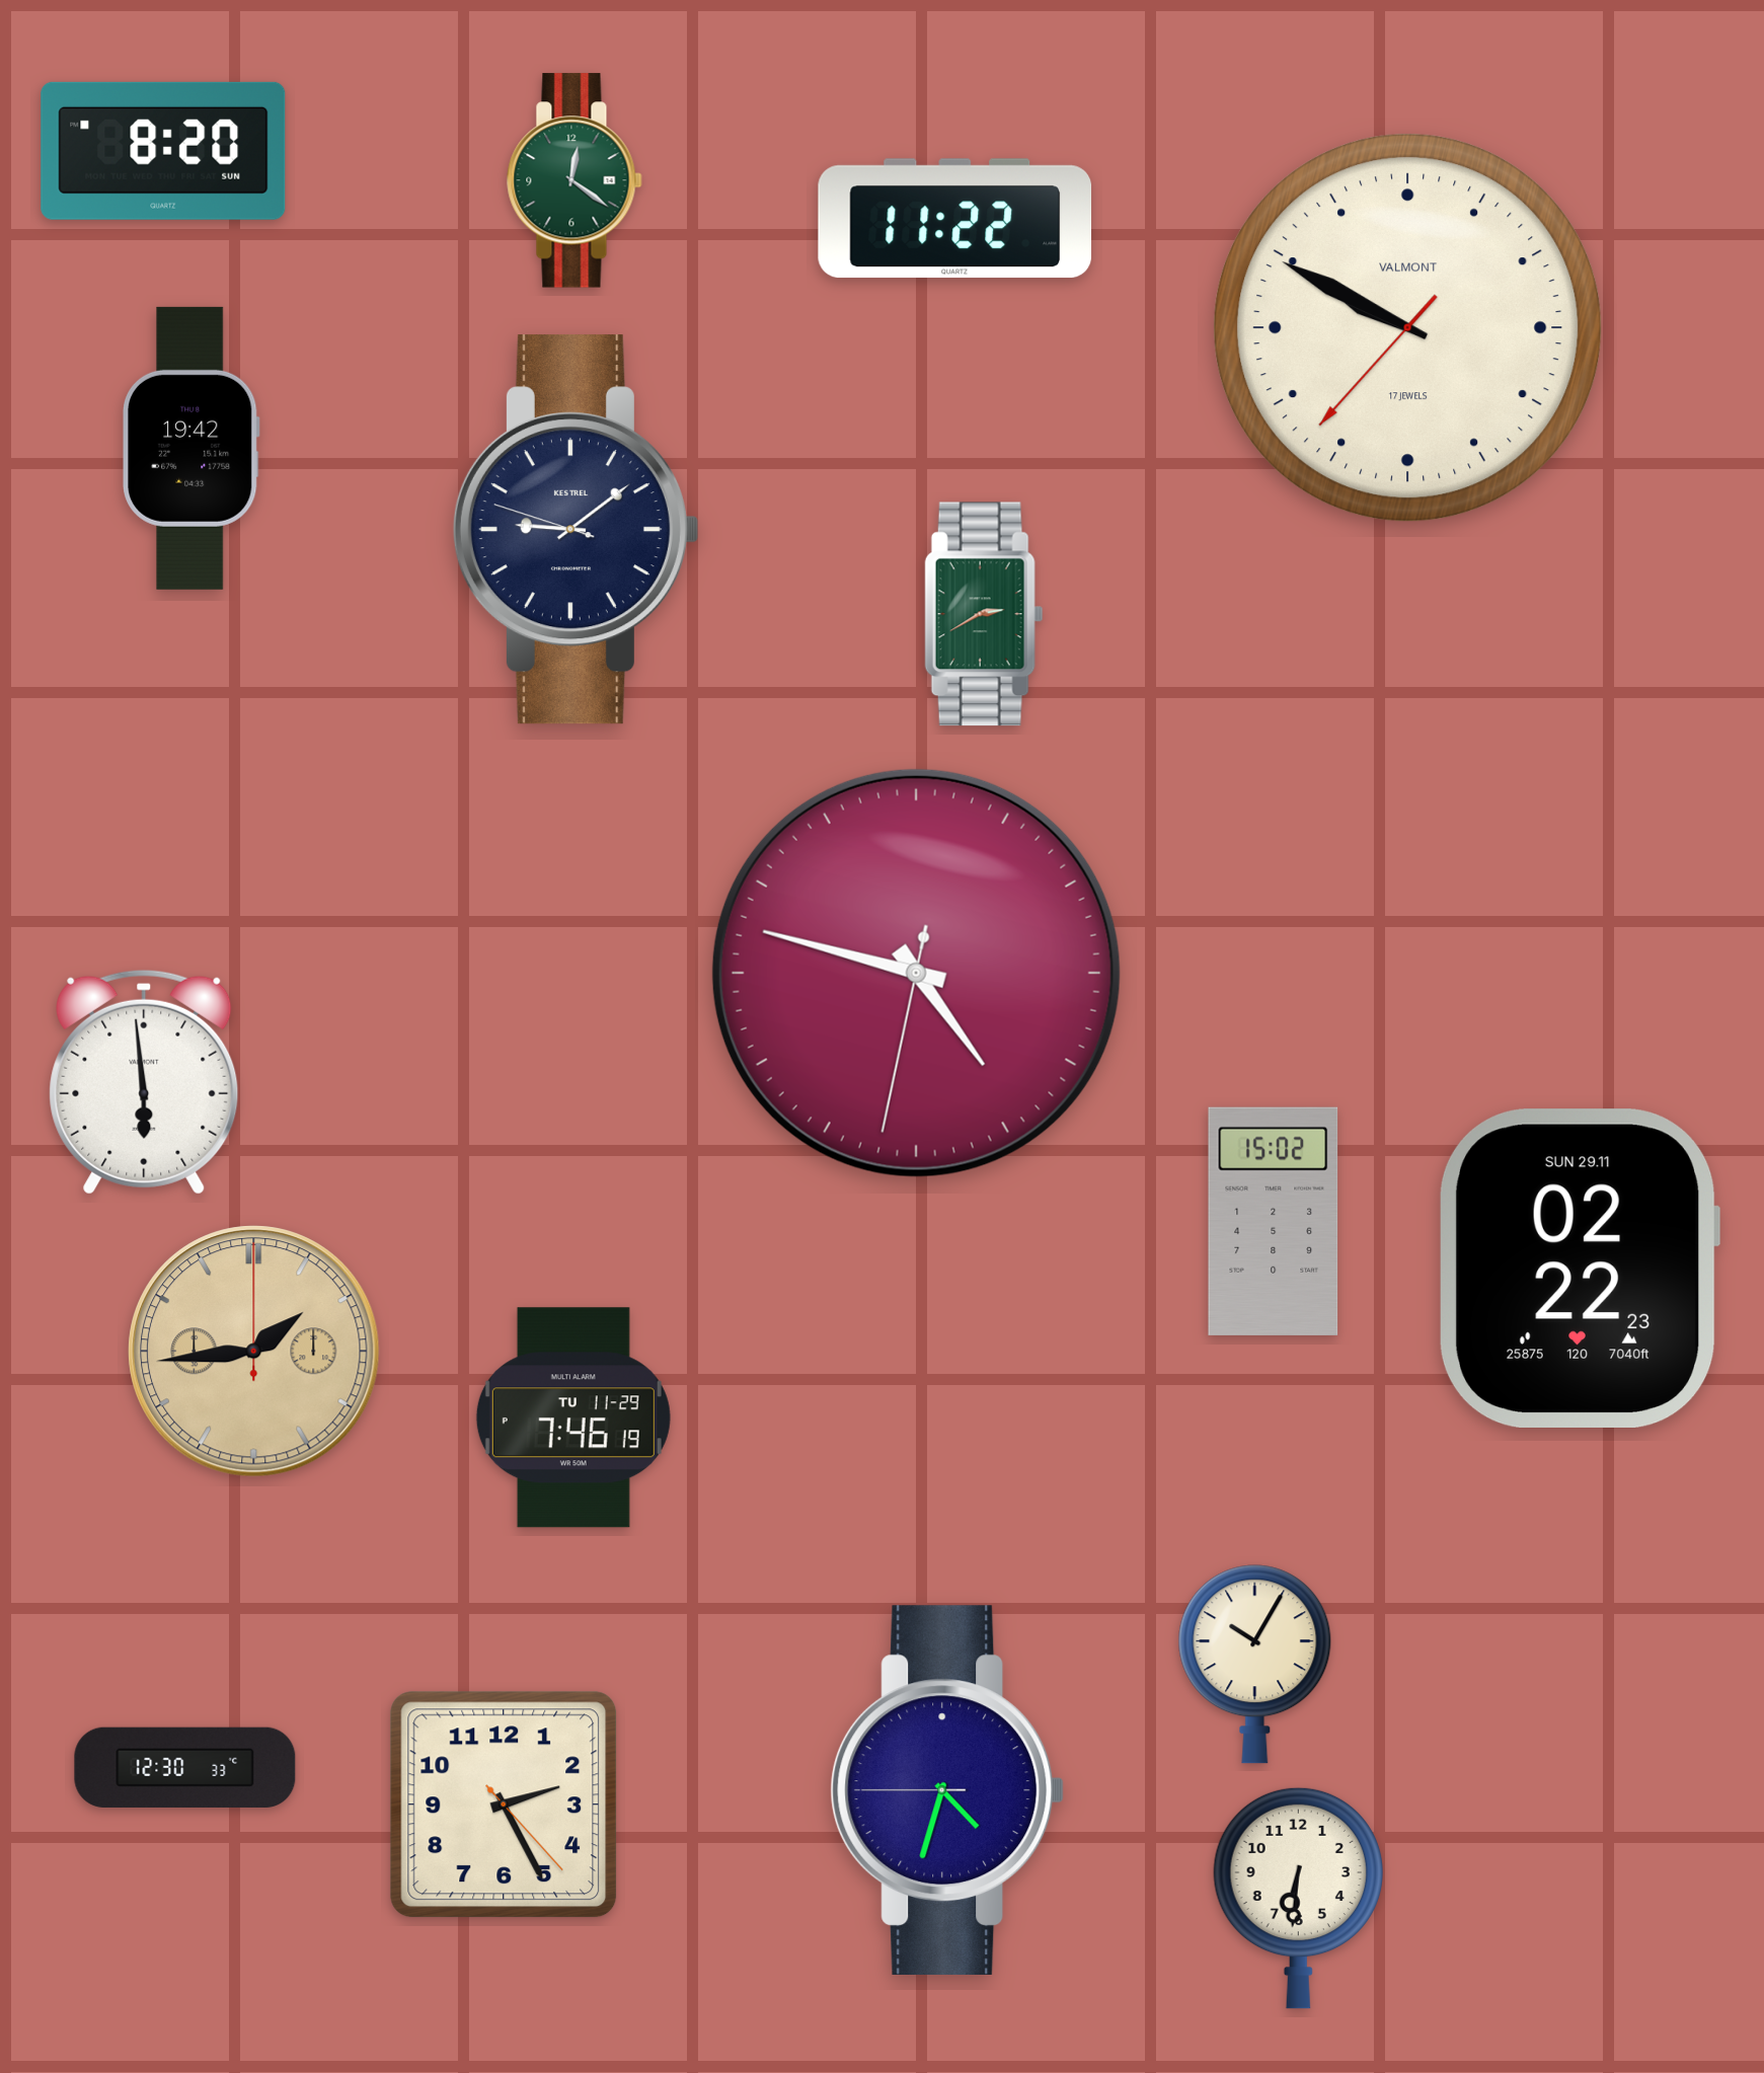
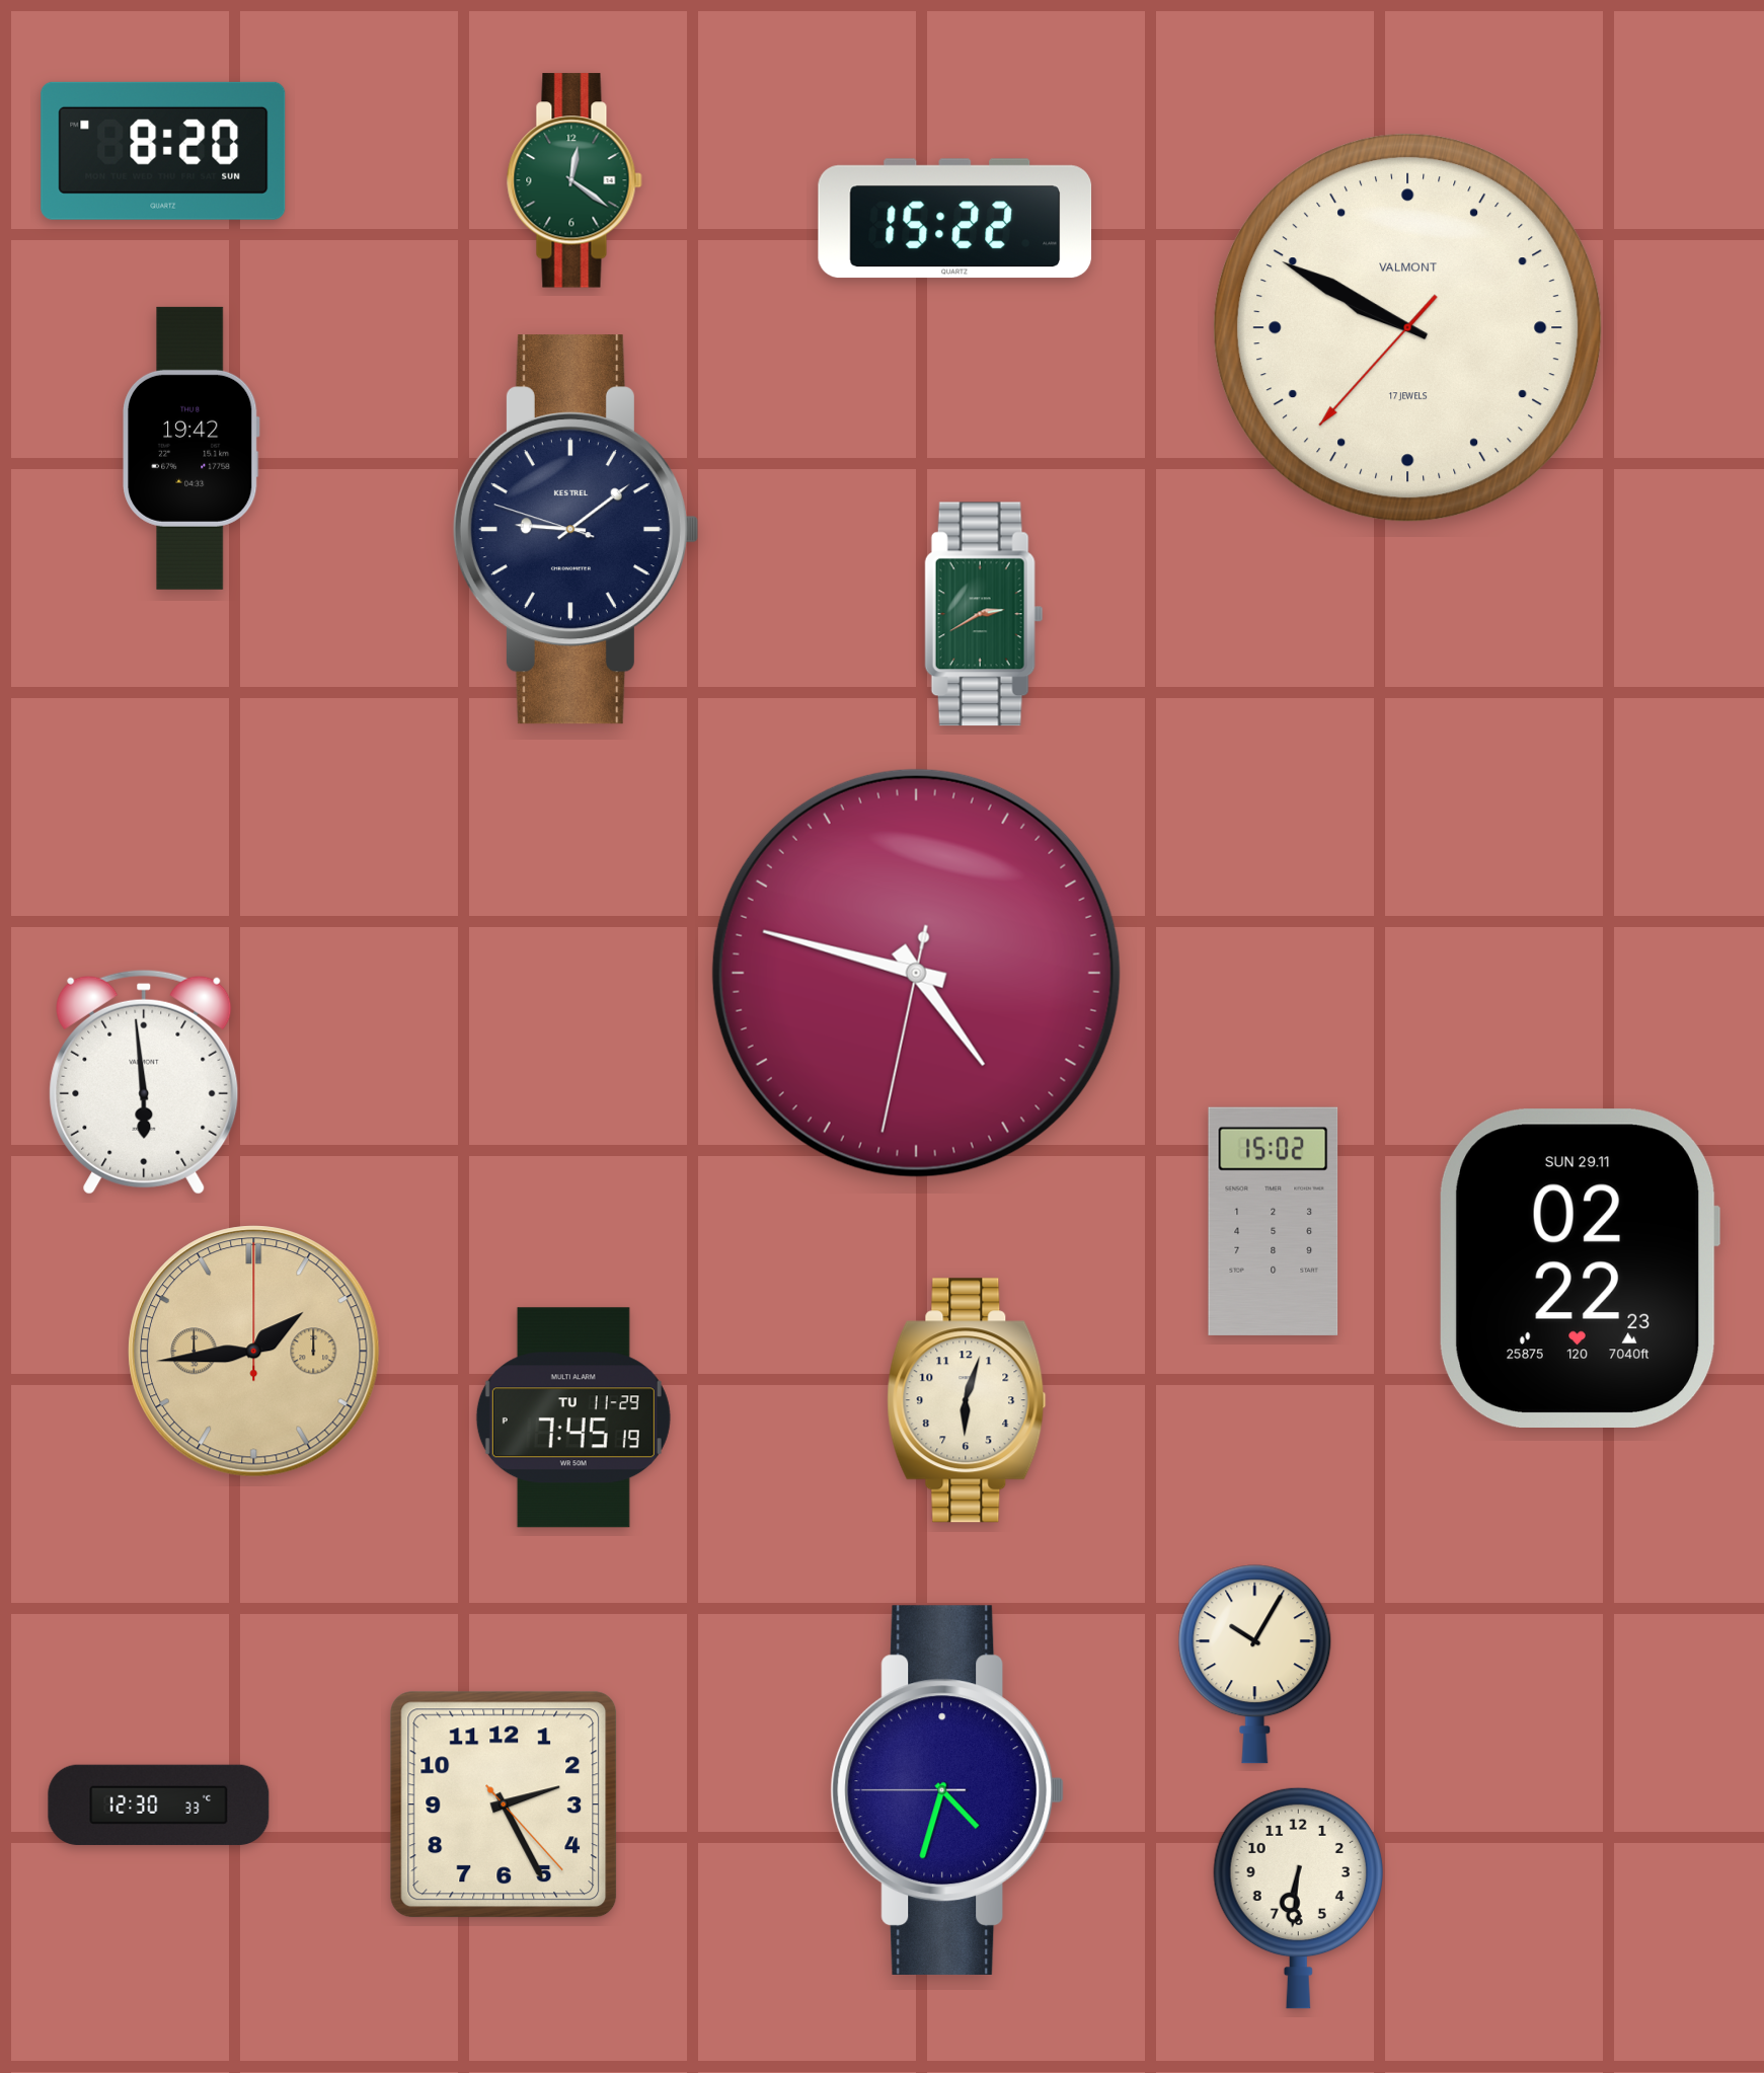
clock at (955, 219): 11:22 -> 15:22
clock at (967, 1400): none -> 6:03
clock at (573, 1417): 7:46 -> 7:45
clock at (185, 1767) position: (185, 1767) -> (159, 1805)
